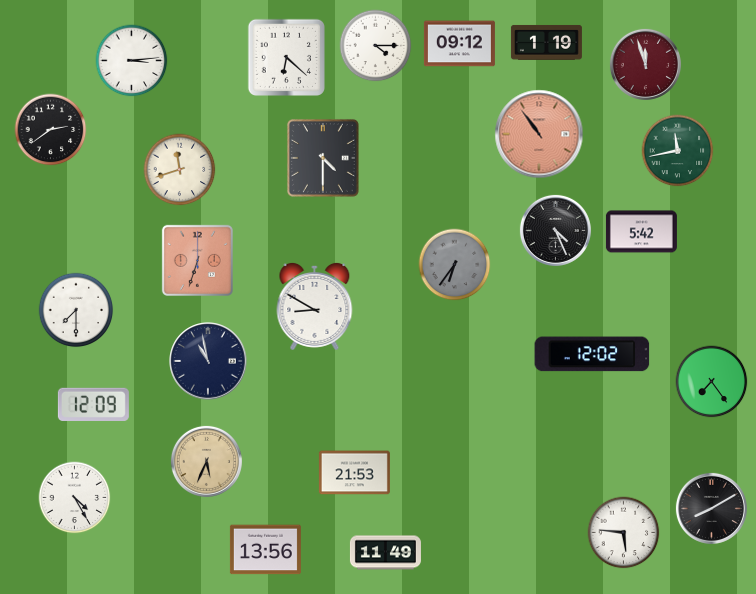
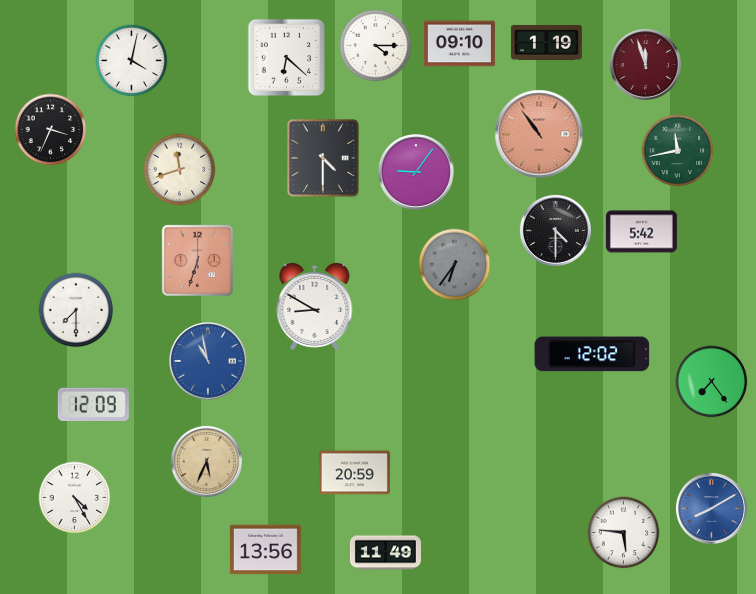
clock at (459, 44): 09:12 -> 09:10
clock at (132, 61): 3:14 -> 4:02
clock at (51, 130): 2:39 -> 3:34
clock at (417, 173): none -> 9:06
clock at (555, 230): 4:26 -> 4:30
clock at (208, 361) dial: navy -> blue
clock at (354, 473): 21:53 -> 20:59
clock at (711, 508) dial: black -> blue
